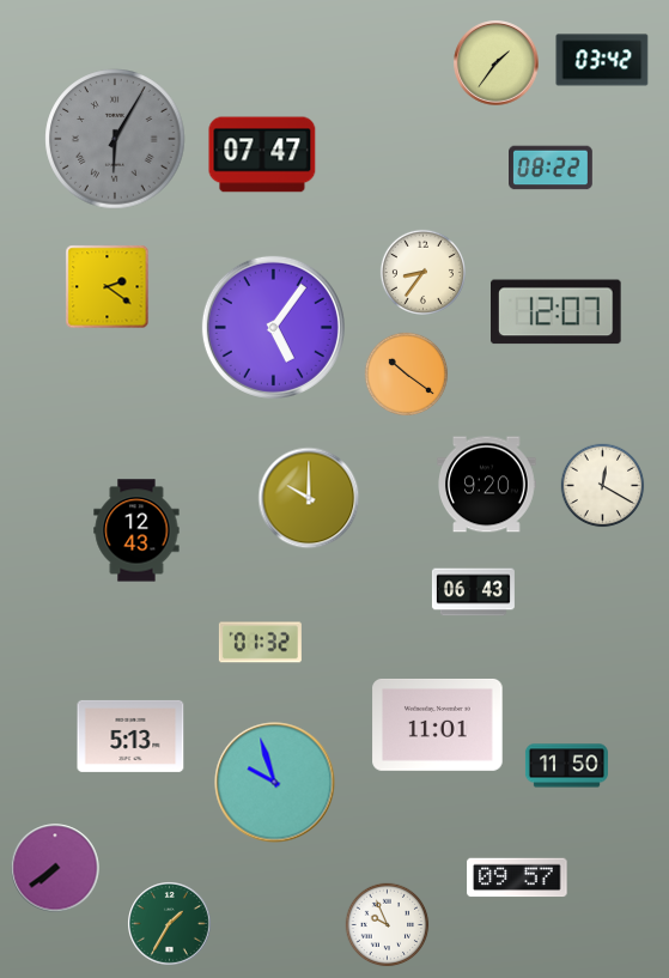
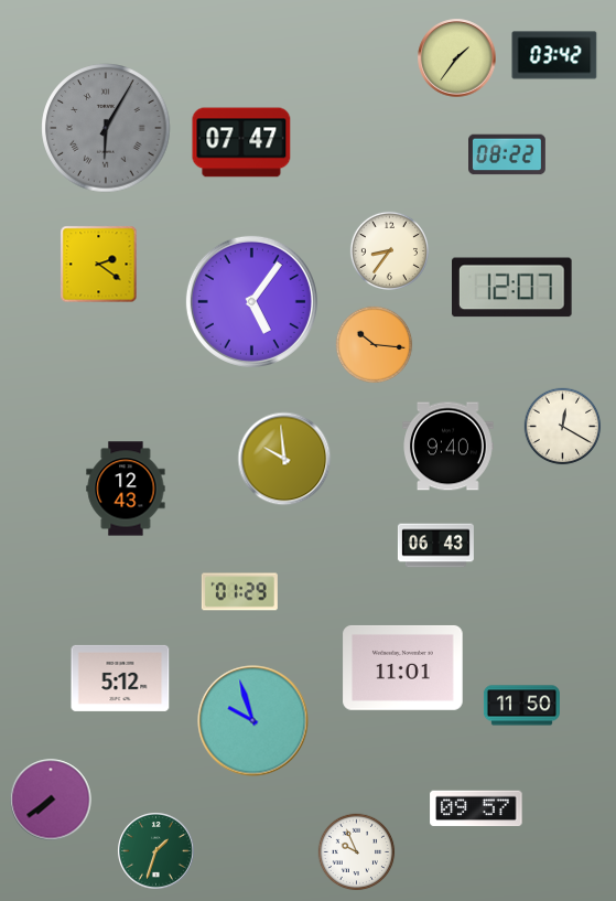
clock at (407, 375): 10:21 -> 10:16
clock at (487, 485): 9:20 -> 9:40
clock at (603, 486) position: (603, 486) -> (563, 427)
clock at (309, 498): 10:00 -> 9:59
clock at (260, 643): 01:32 -> 01:29
clock at (130, 736): 5:13 -> 5:12
clock at (170, 924): 1:35 -> 1:33
